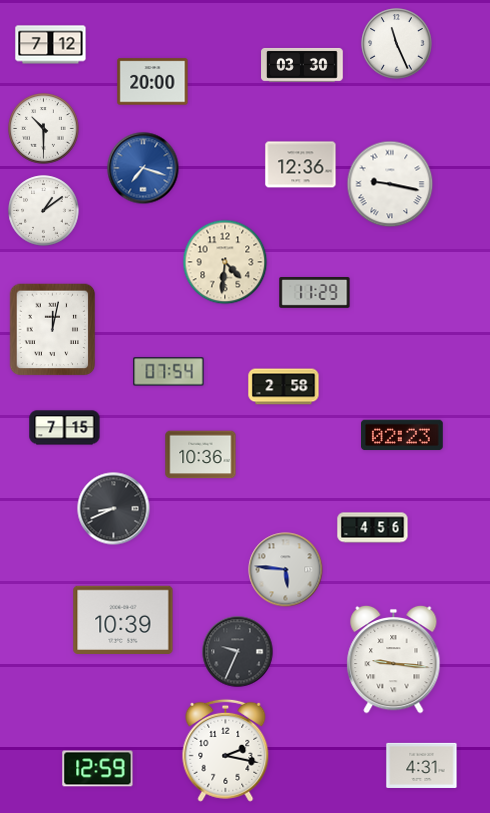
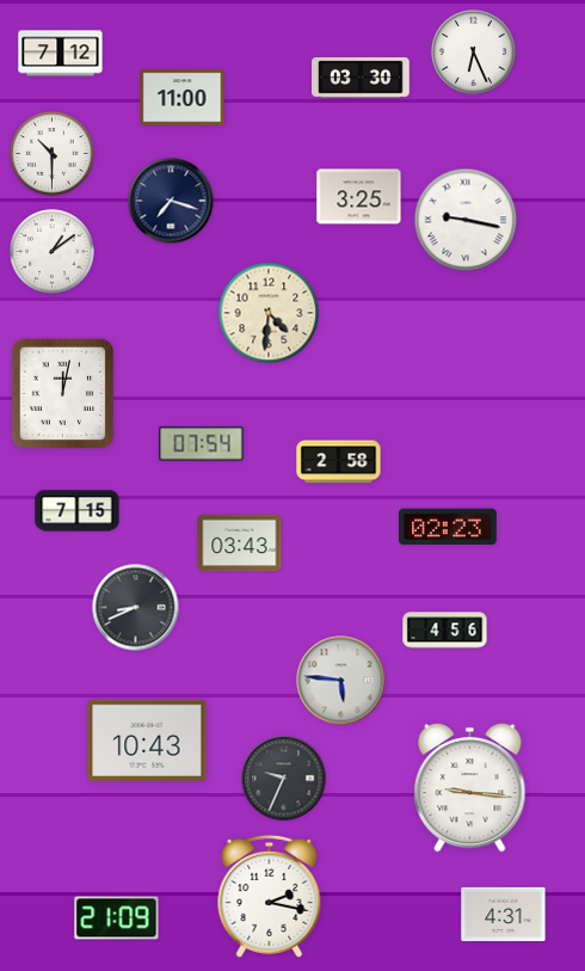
clock at (397, 44): 11:26 -> 6:26
clock at (153, 82): 20:00 -> 11:00
clock at (301, 165): 12:36 -> 3:25
clock at (143, 168) dial: blue -> navy
clock at (315, 293): 11:29 -> none
clock at (403, 435) position: (403, 435) -> (449, 527)
clock at (201, 455): 10:36 -> 03:43
clock at (123, 620): 10:39 -> 10:43
clock at (98, 769): 12:59 -> 21:09
